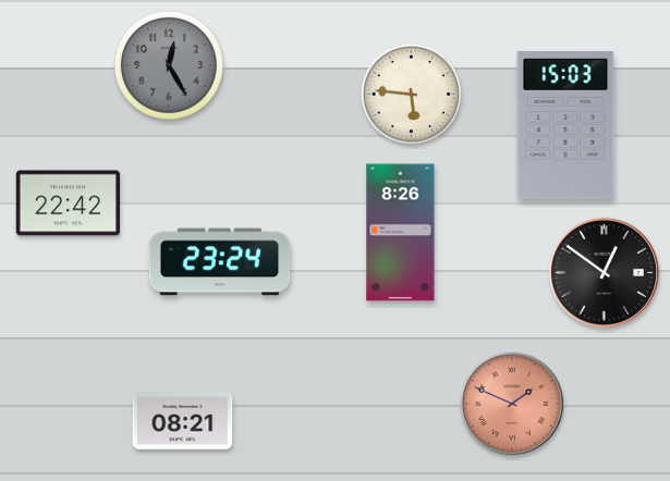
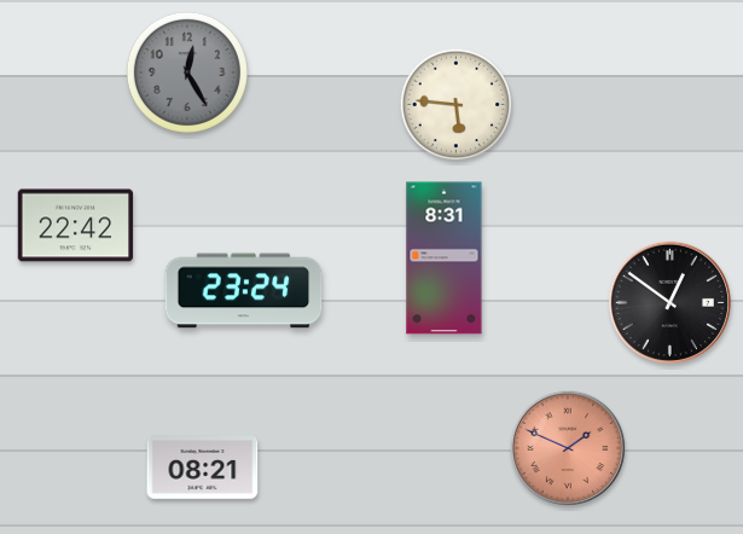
clock at (565, 126): 15:03 -> none
clock at (401, 233): 8:26 -> 8:31
